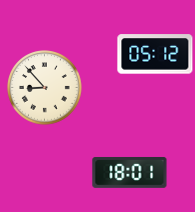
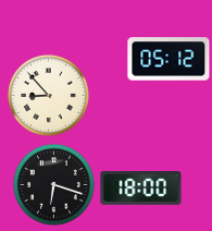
clock at (54, 185): none -> 6:18
clock at (130, 172): 18:01 -> 18:00
